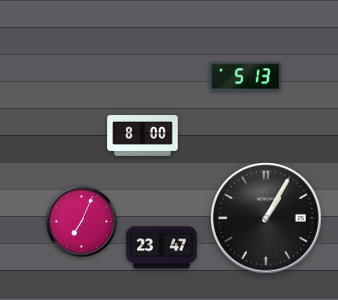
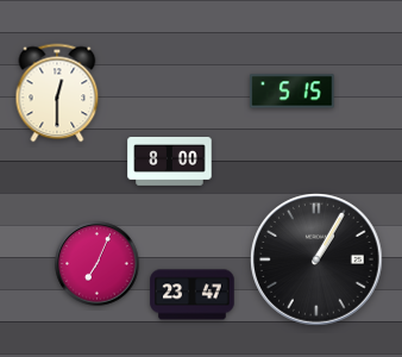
clock at (246, 77): 5:13 -> 5:15
clock at (57, 93): none -> 12:30
